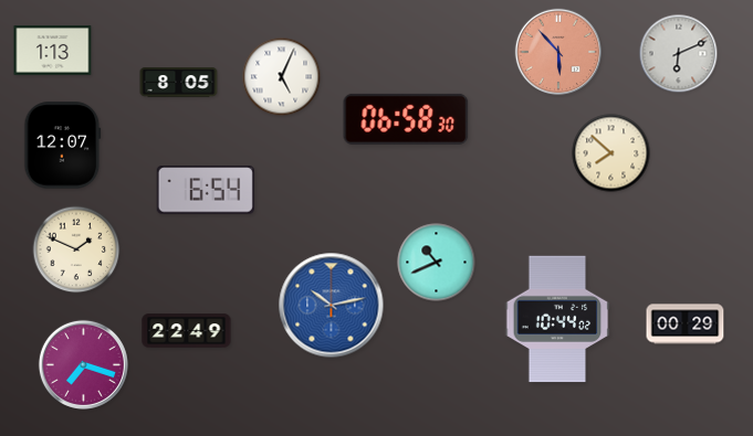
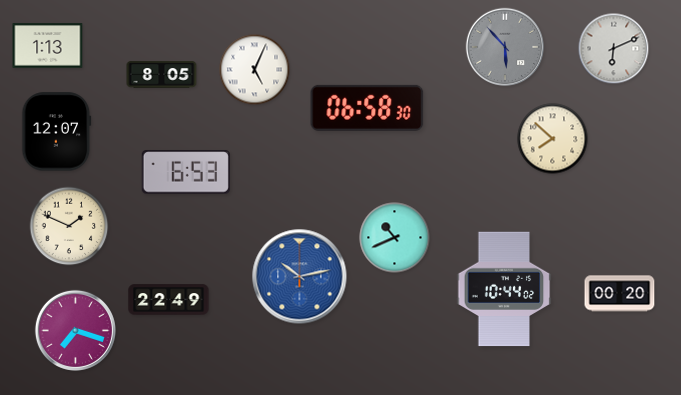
clock at (558, 52) dial: salmon -> grey
clock at (206, 190): 6:54 -> 6:53
clock at (686, 325): 00:29 -> 00:20
